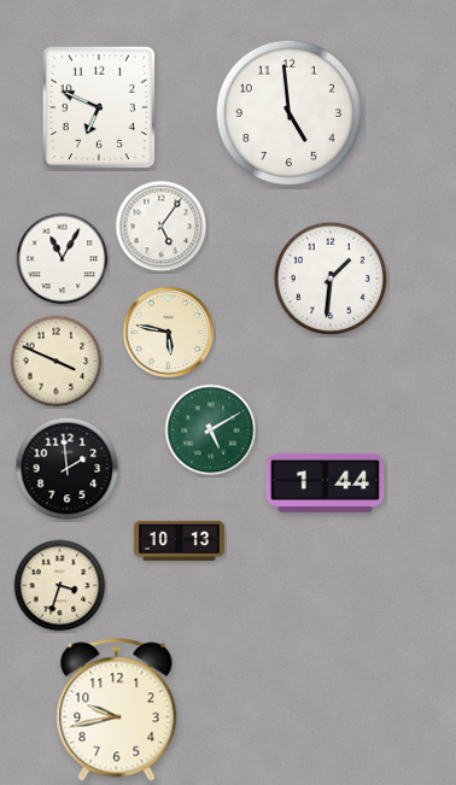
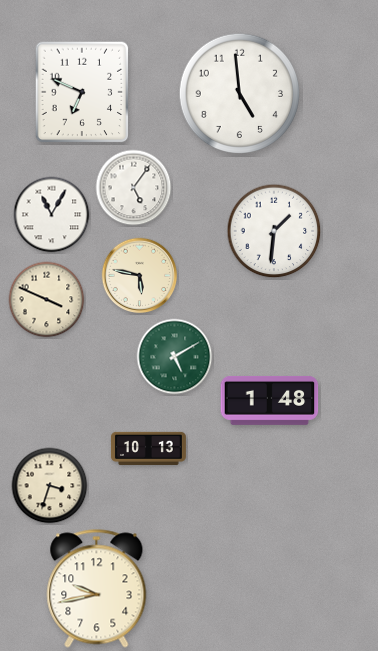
clock at (99, 107) position: (99, 107) -> (82, 92)
clock at (68, 469): 1:59 -> none
clock at (326, 484): 1:44 -> 1:48
